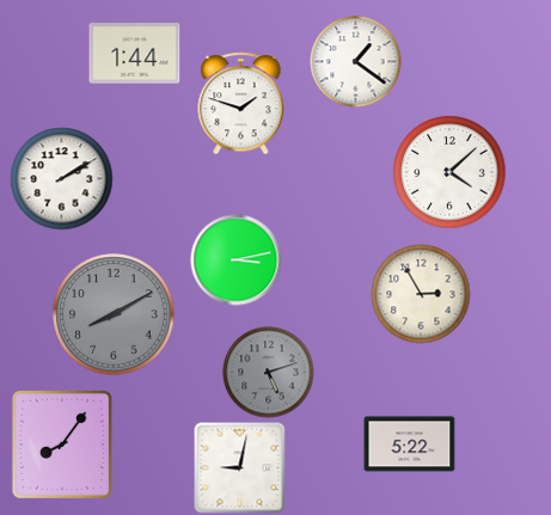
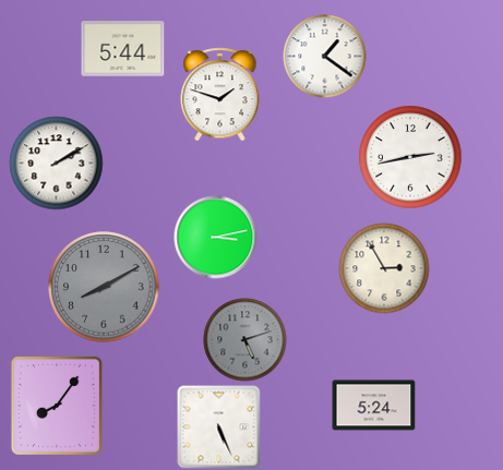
clock at (135, 54): 1:44 -> 5:44
clock at (449, 172): 4:08 -> 2:43
clock at (410, 445): 5:22 -> 5:24
clock at (240, 468): 9:02 -> 5:26
